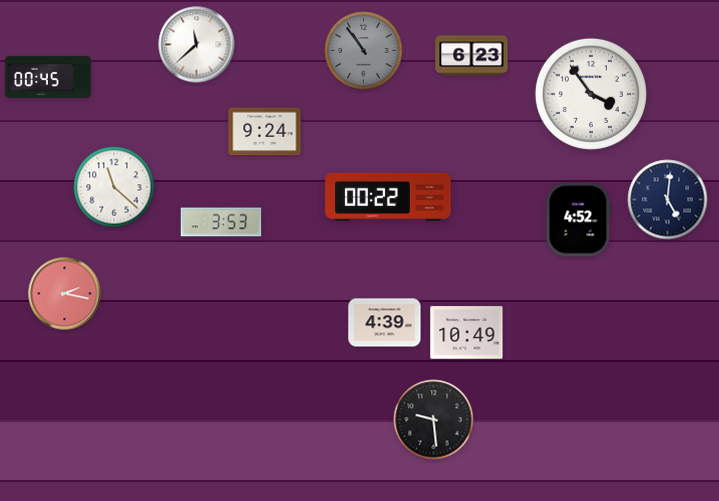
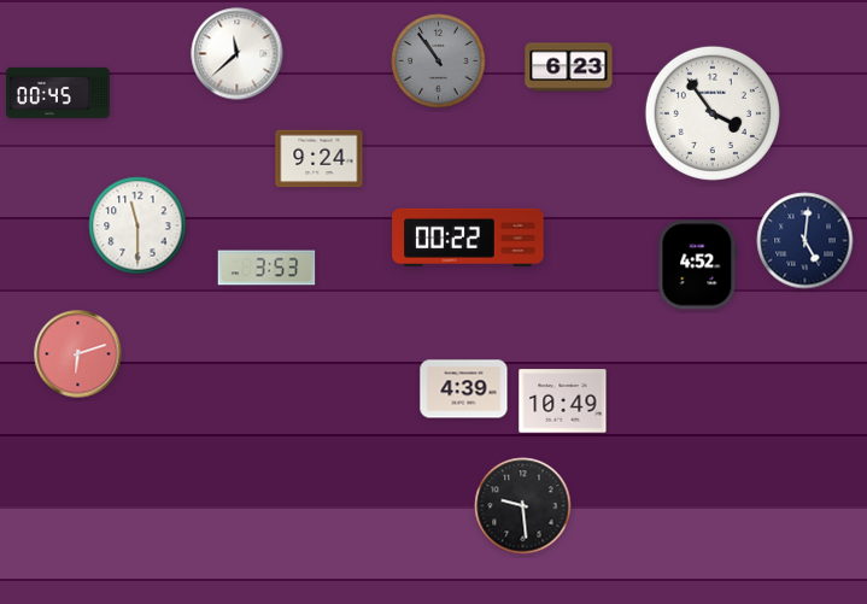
clock at (114, 187): 11:22 -> 11:30
clock at (65, 294): 2:17 -> 6:12
